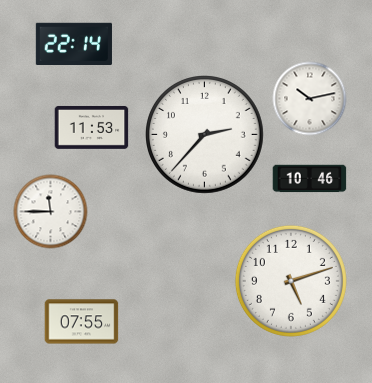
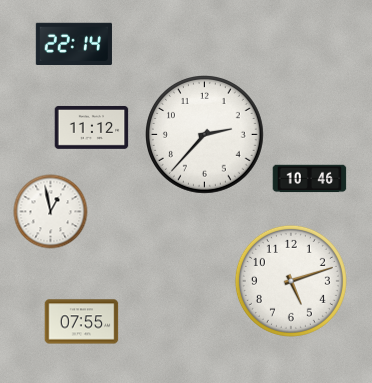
clock at (310, 99): 10:13 -> none
clock at (92, 128): 11:53 -> 11:12
clock at (51, 212): 11:45 -> 12:58
